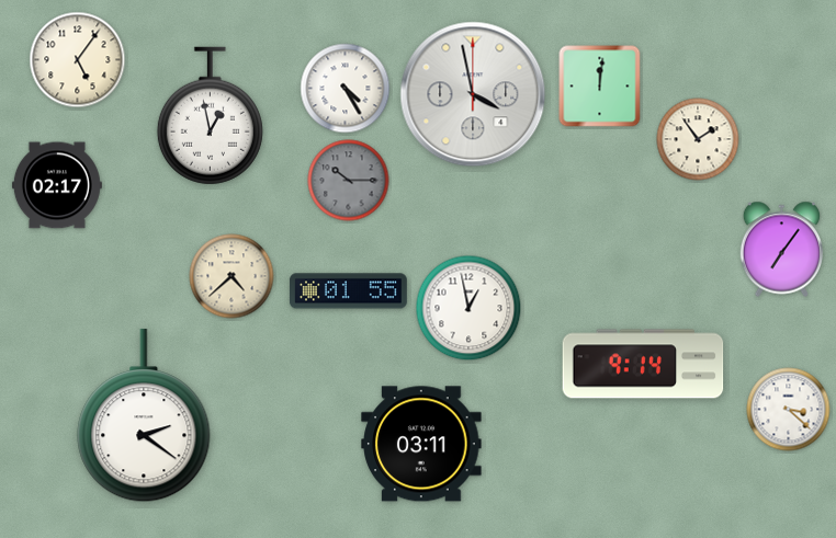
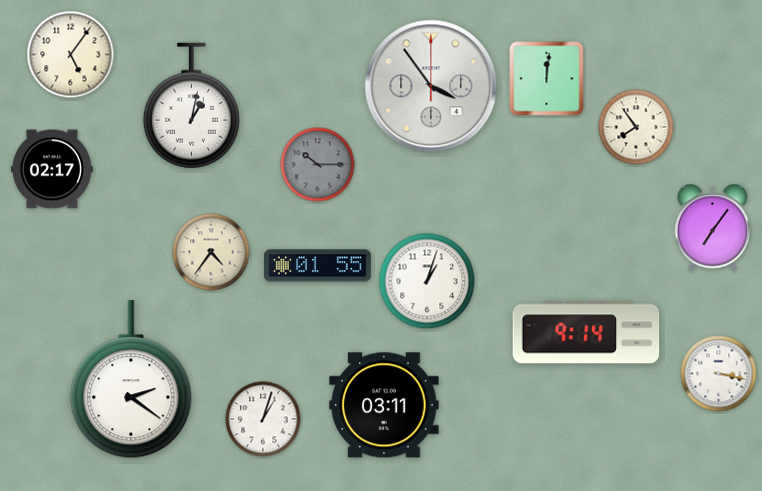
clock at (346, 89): 4:25 -> none
clock at (473, 94): 3:58 -> 3:54
clock at (210, 116): 12:58 -> 1:02
clock at (698, 139): 1:54 -> 7:54
clock at (231, 276): 4:38 -> 4:36
clock at (468, 308): 12:58 -> 1:03
clock at (789, 410): 3:22 -> 3:17
clock at (263, 419): none -> 1:03
